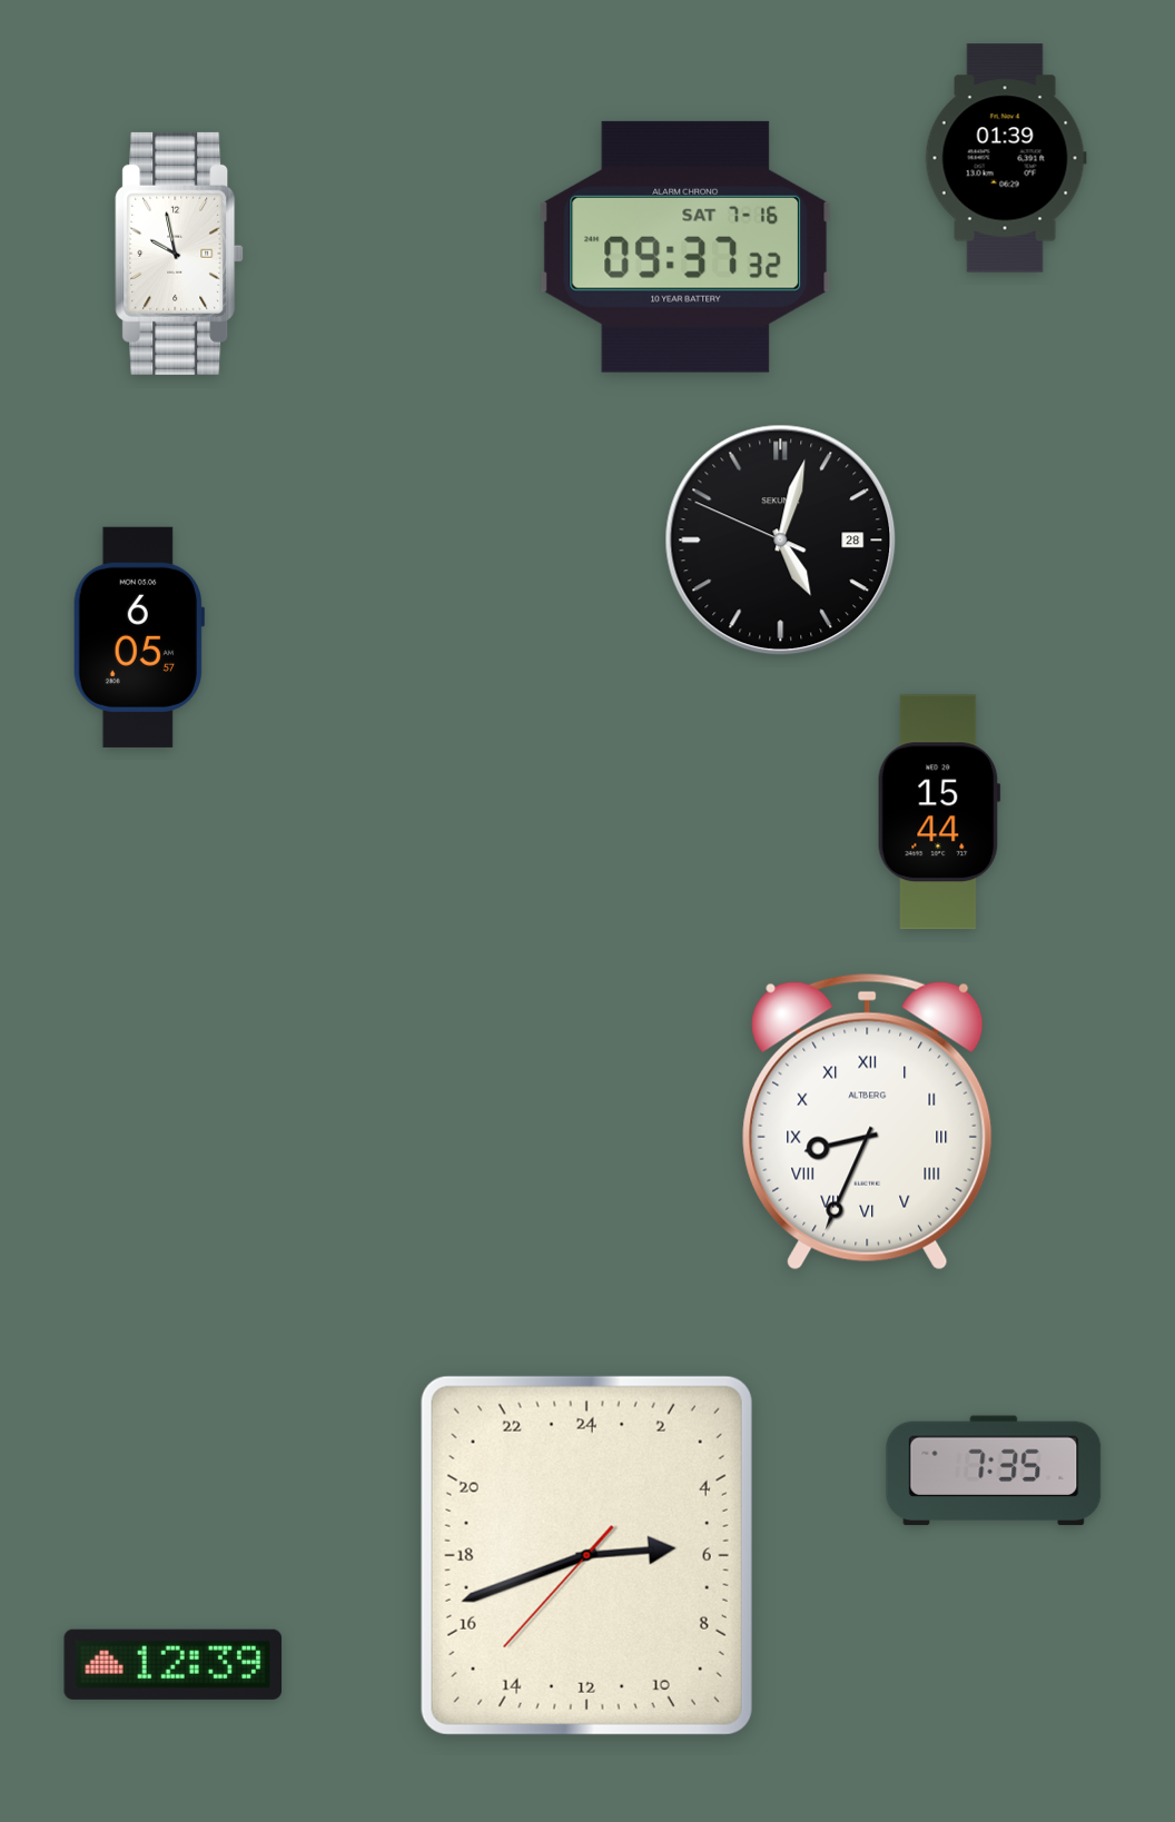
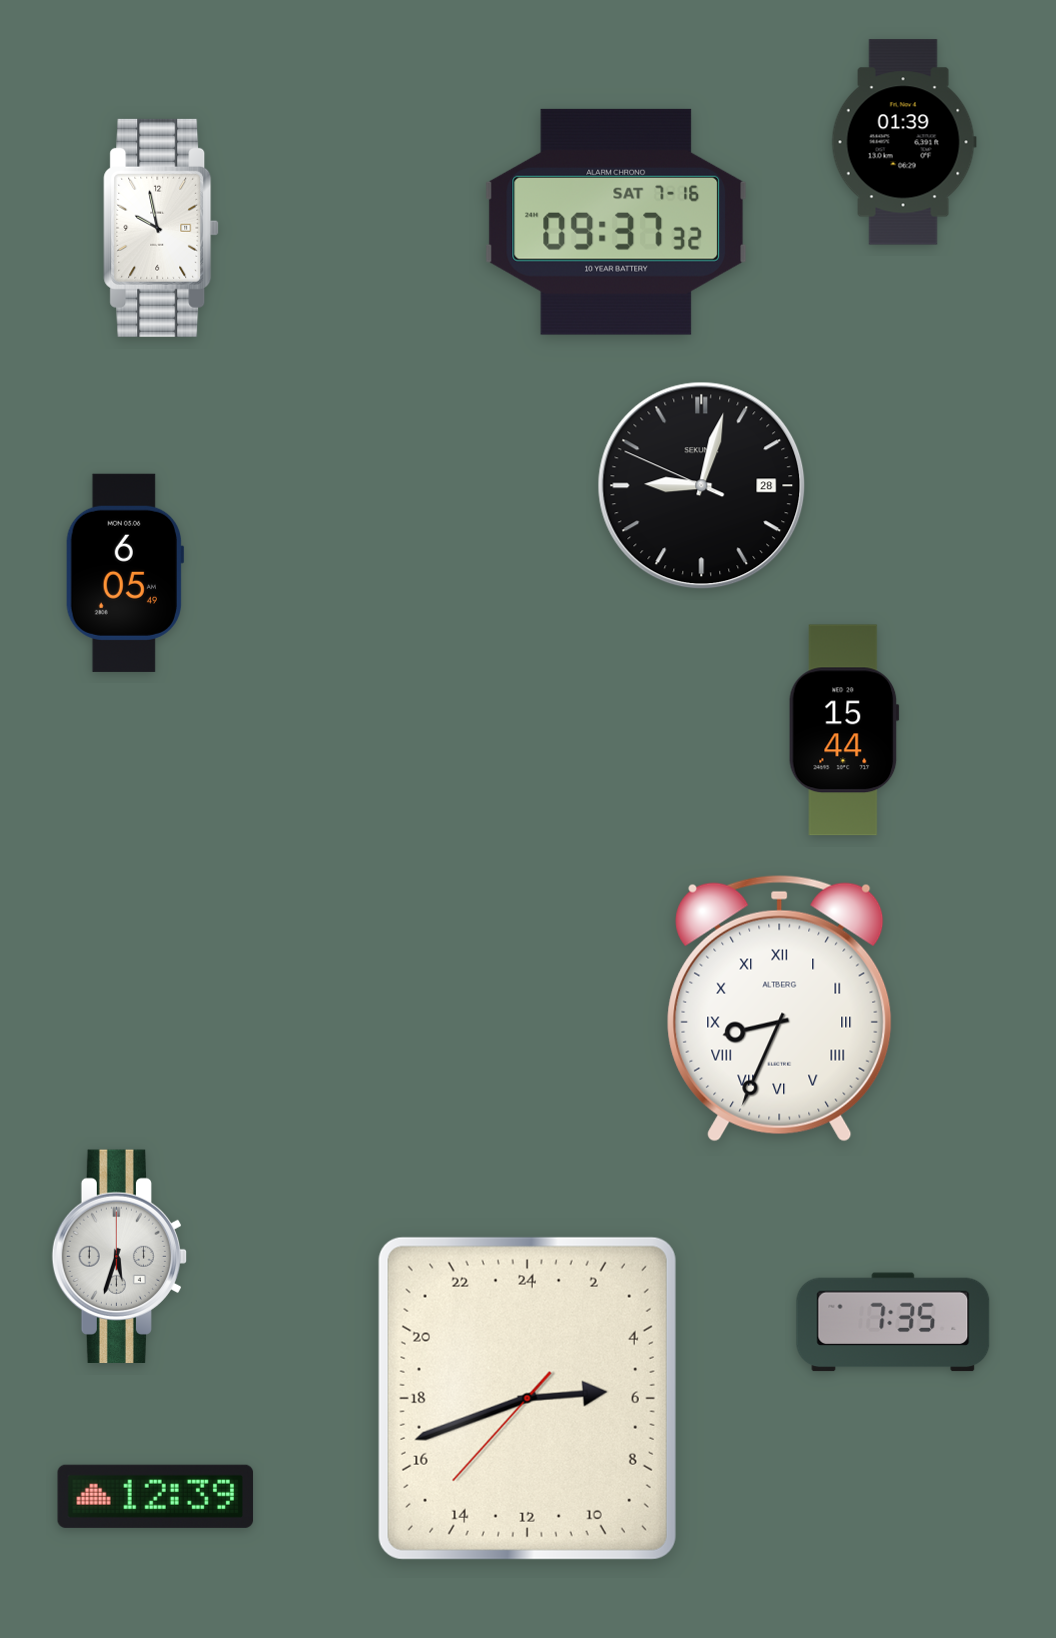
clock at (781, 541): 5:02 -> 9:02
clock at (139, 637): 6:05:57 -> 6:05:49
clock at (120, 1256): none -> 5:33
